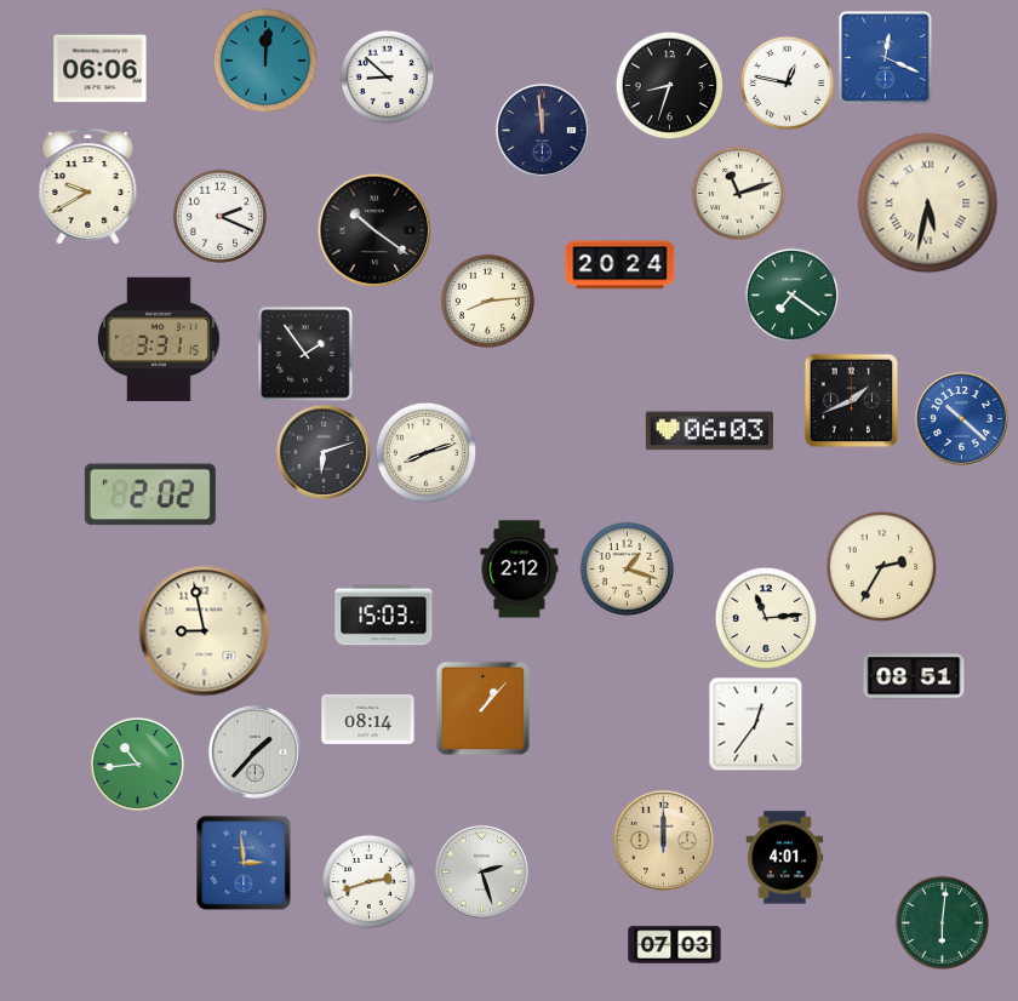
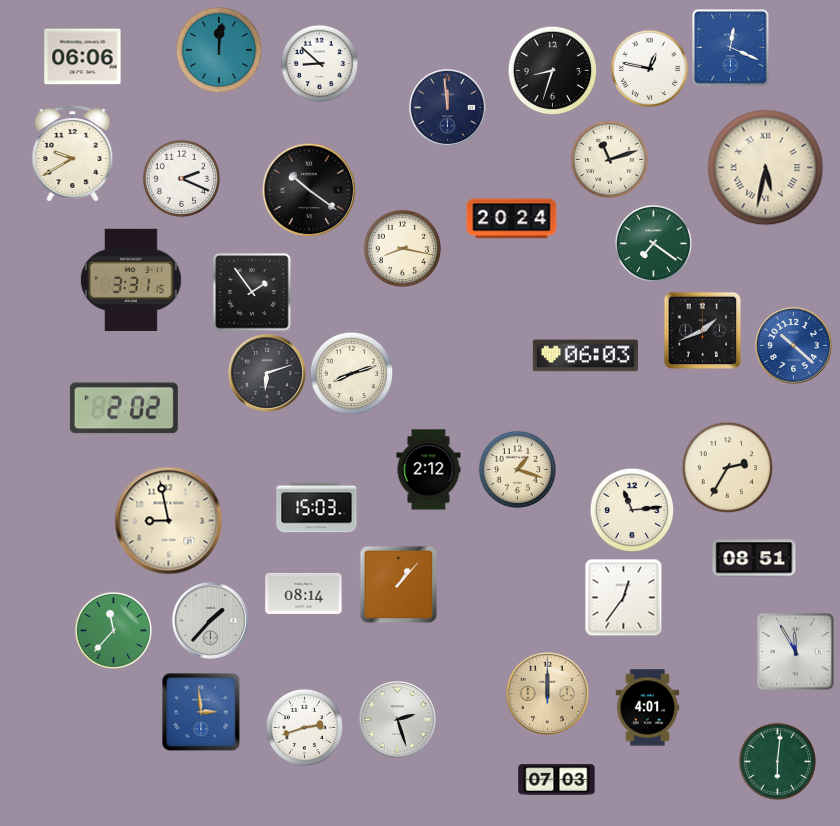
clock at (487, 301): 8:14 -> 8:17
clock at (137, 763): 10:44 -> 11:37
clock at (796, 652): none -> 11:55
